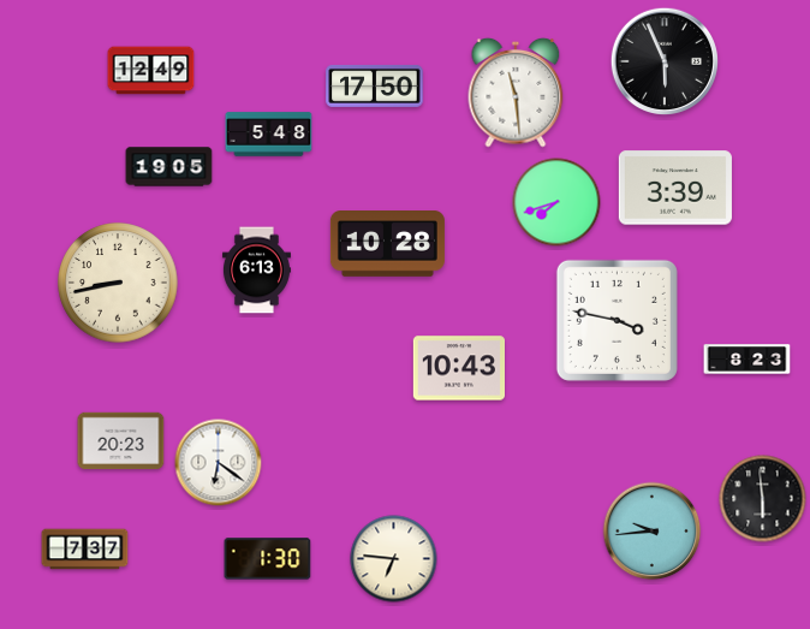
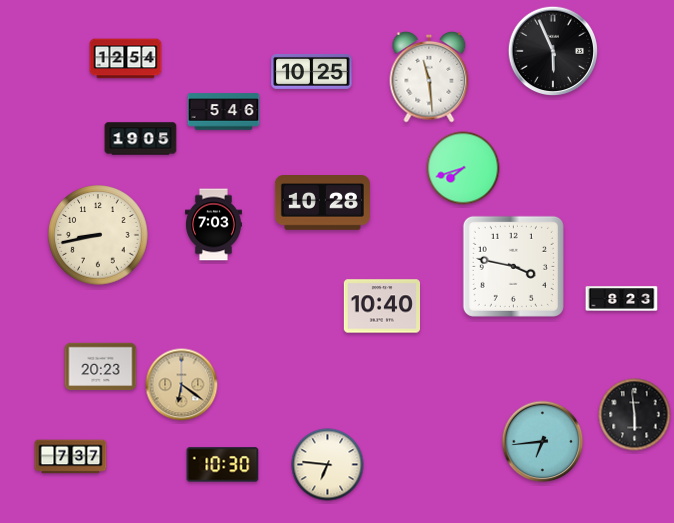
clock at (151, 71): 12:49 -> 12:54
clock at (375, 85): 17:50 -> 10:25
clock at (269, 135): 5:48 -> 5:46
clock at (675, 188): 3:39 -> none
clock at (256, 271): 6:13 -> 7:03
clock at (458, 368): 10:43 -> 10:40
clock at (219, 463) dial: white -> champagne
clock at (653, 532): 9:44 -> 6:44
clock at (268, 559): 1:30 -> 10:30
